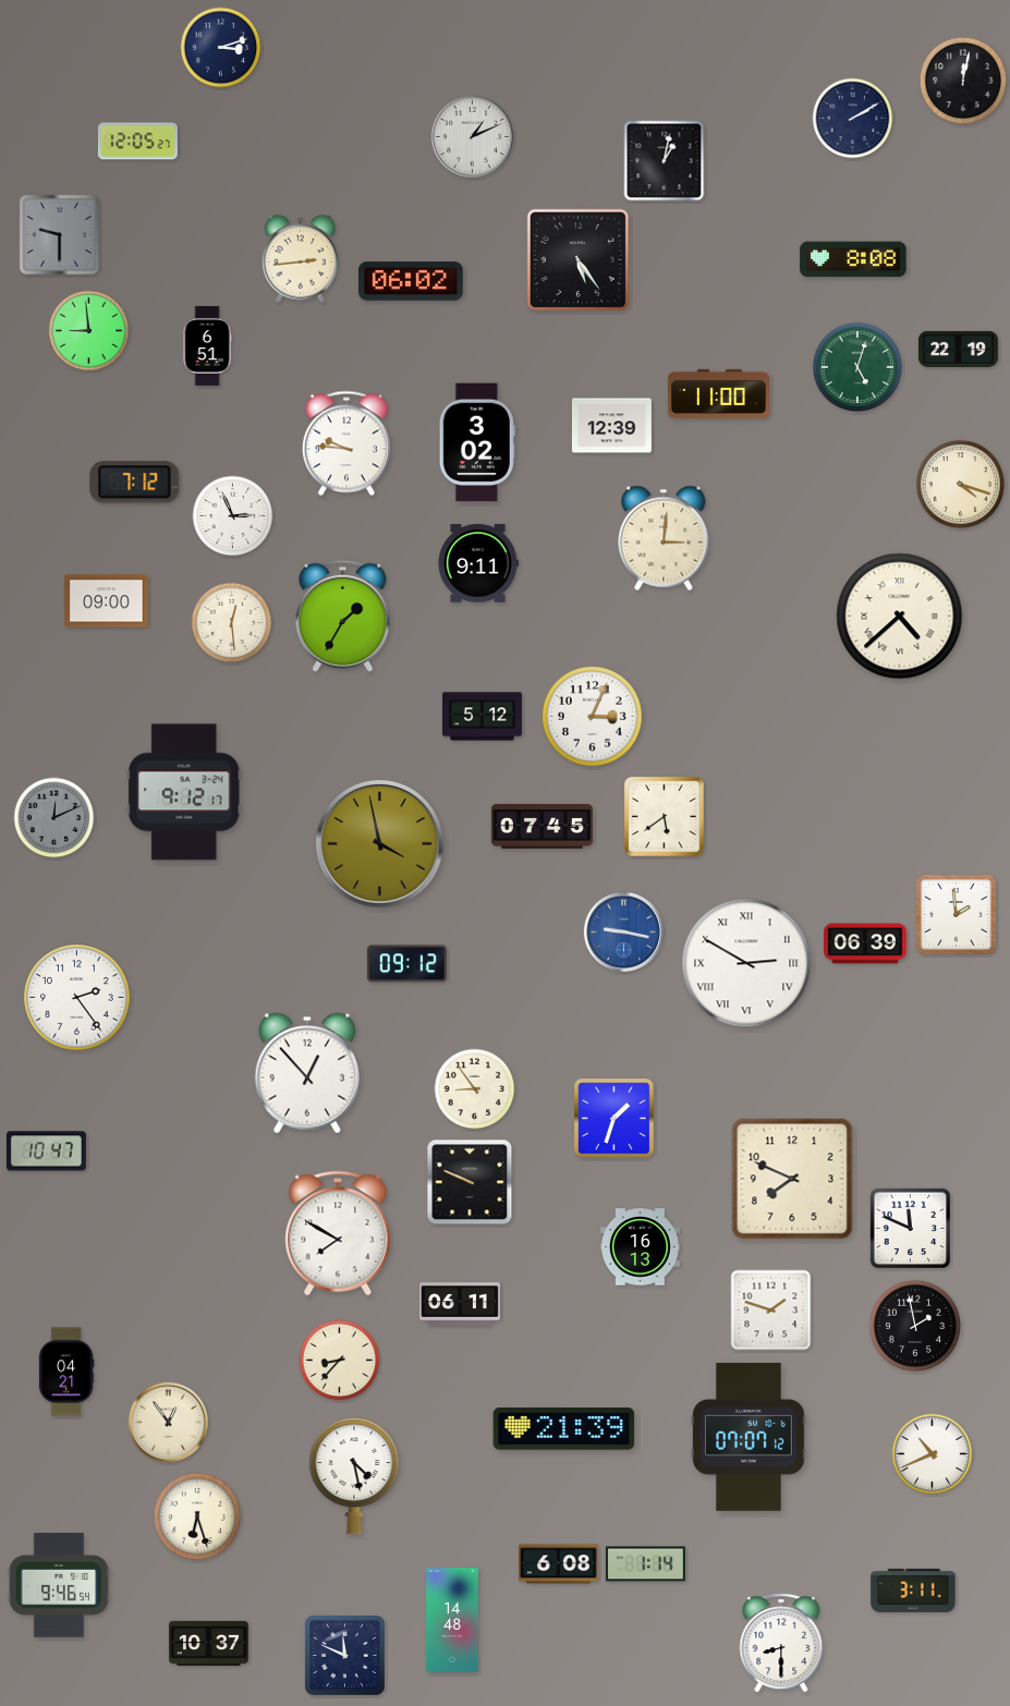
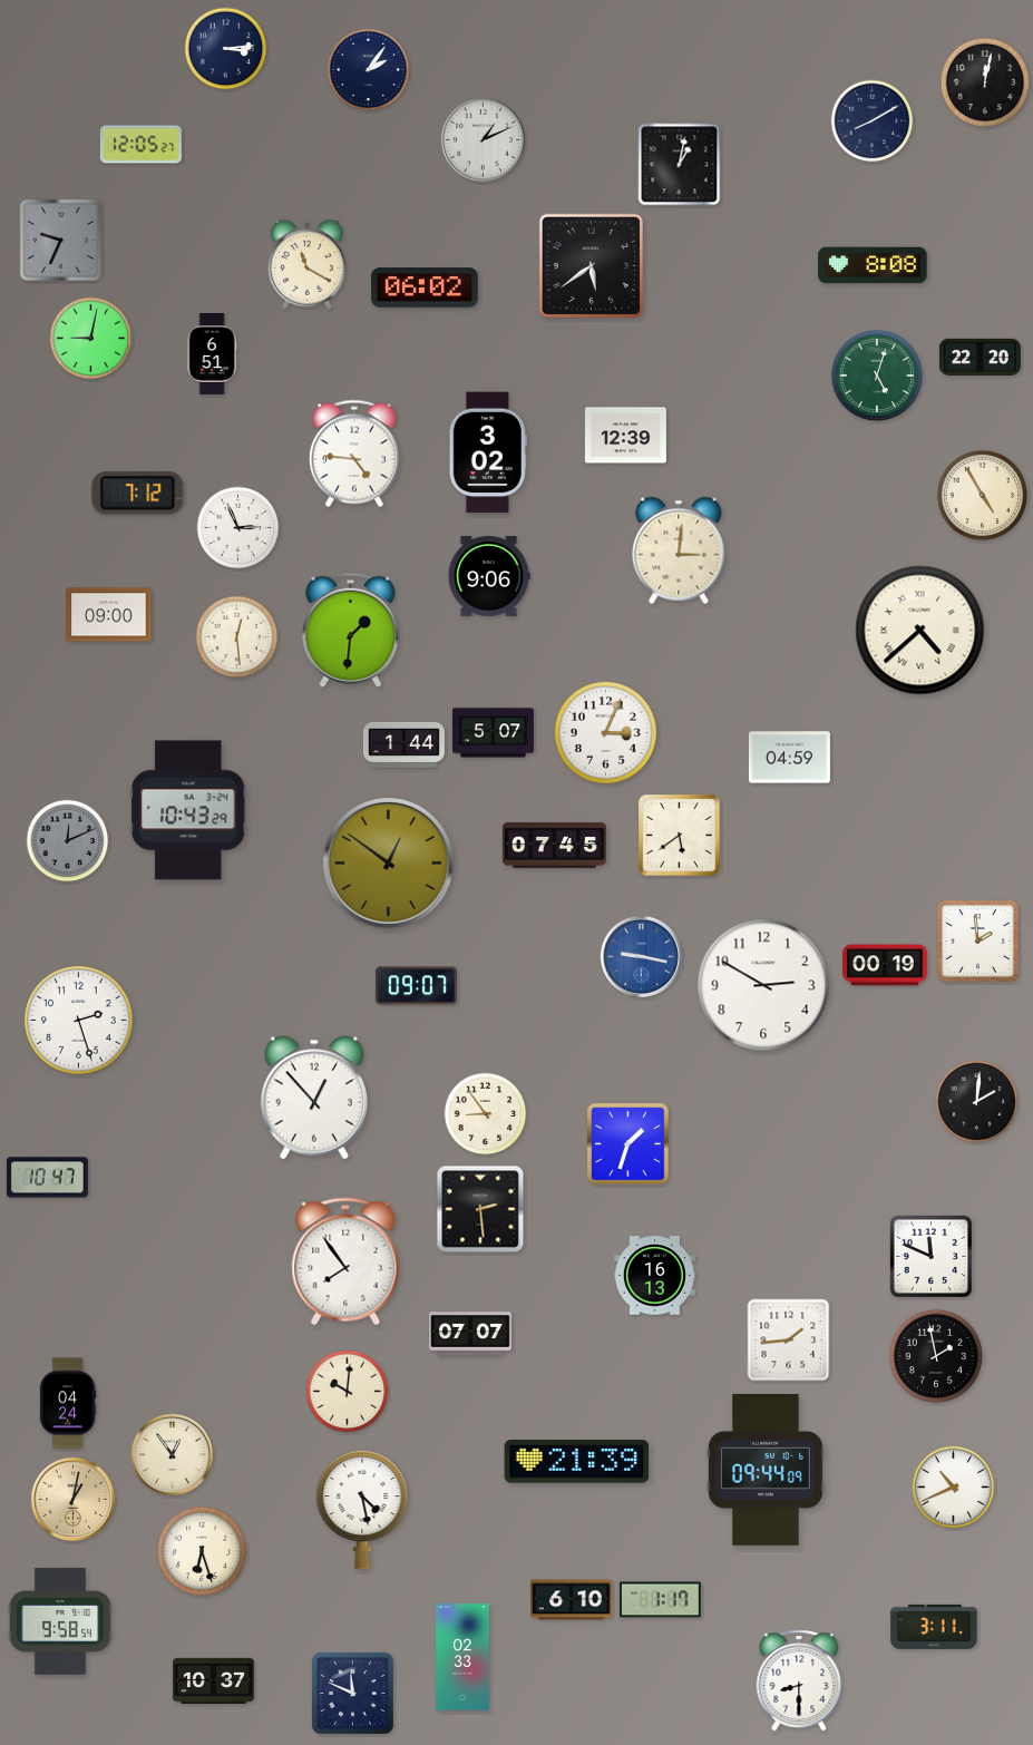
clock at (221, 48): 3:12 -> 3:14
clock at (369, 70): none -> 2:06
clock at (853, 119): 2:10 -> 8:10
clock at (59, 234): 9:30 -> 9:34
clock at (300, 258): 2:44 -> 11:20
clock at (577, 259): 5:24 -> 5:39
clock at (411, 281) position: (411, 281) -> (425, 287)
clock at (89, 331): 8:59 -> 9:02
clock at (958, 349): 22:19 -> 22:20
clock at (718, 393): 11:00 -> none
clock at (346, 443): 9:46 -> 4:46
clock at (961, 485): 4:18 -> 4:55
clock at (478, 564): 9:11 -> 9:06
clock at (343, 616): 1:35 -> 1:31
clock at (482, 717): 5:12 -> 5:07
clock at (403, 744): none -> 1:44
clock at (789, 758): none -> 04:59
clock at (184, 792): 9:12 -> 10:43
clock at (54, 818) position: (54, 818) -> (68, 841)
clock at (380, 844): 3:58 -> 12:51
clock at (957, 915) position: (957, 915) -> (978, 942)
clock at (623, 931) position: (623, 931) -> (641, 956)
clock at (865, 943): 06:39 -> 00:19
clock at (746, 963) numerals: Roman -> Arabic
clock at (406, 964): 09:12 -> 09:07
clock at (77, 998): 2:24 -> 2:27
clock at (977, 1102): none -> 2:01
clock at (792, 1179): 7:49 -> none
clock at (470, 1182): 9:49 -> 2:29
clock at (338, 1233): 7:50 -> 7:54
clock at (461, 1304): 06:11 -> 07:07
clock at (771, 1311): 1:48 -> 1:44
clock at (340, 1361): 8:37 -> 10:01
clock at (66, 1372): 04:21 -> 04:24
clock at (749, 1437): 07:07 -> 09:44
clock at (72, 1499): none -> 1:02
clock at (558, 1564): 6:08 -> 6:10
clock at (645, 1564): 1:14 -> 1:17
clock at (59, 1585): 9:46 -> 9:58
clock at (452, 1620): 14:48 -> 02:33
